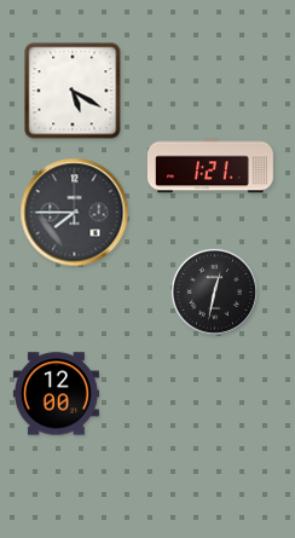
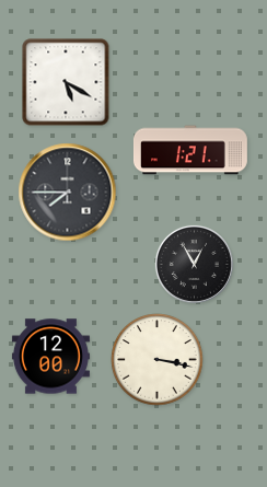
clock at (214, 291): 12:32 -> 12:55
clock at (158, 360): none -> 3:17
